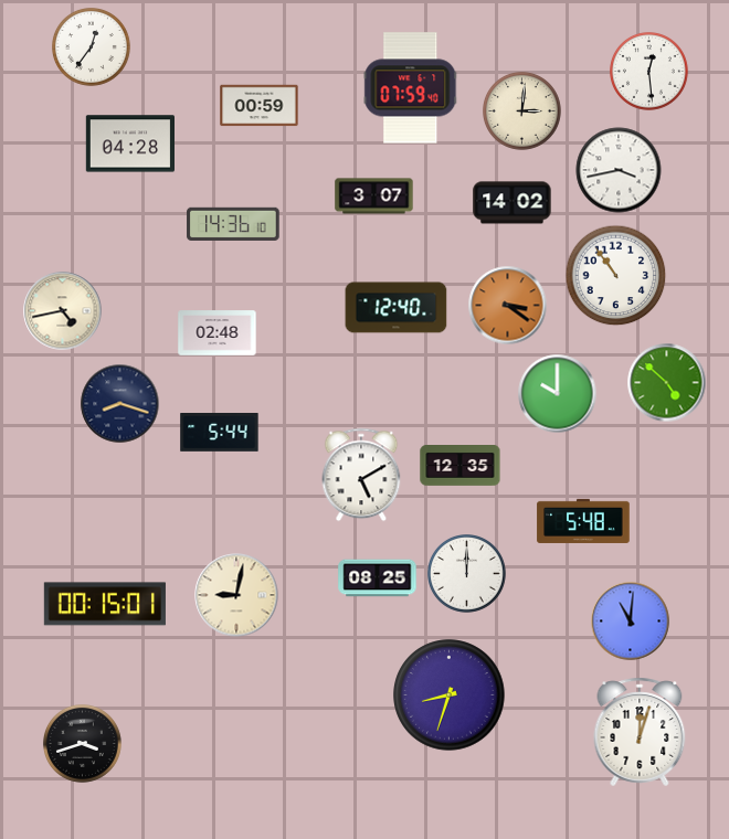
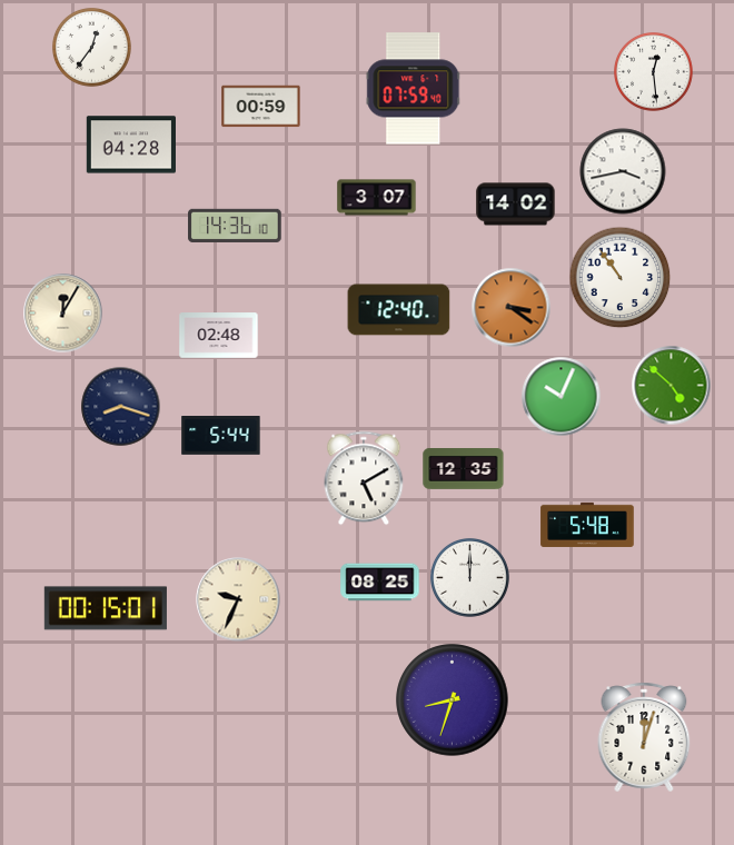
clock at (522, 111): 3:01 -> none
clock at (63, 311): 4:43 -> 12:05
clock at (558, 394): 10:00 -> 10:04
clock at (236, 595): 9:02 -> 9:34
clock at (631, 622): 11:01 -> none
clock at (83, 744): 3:42 -> none
